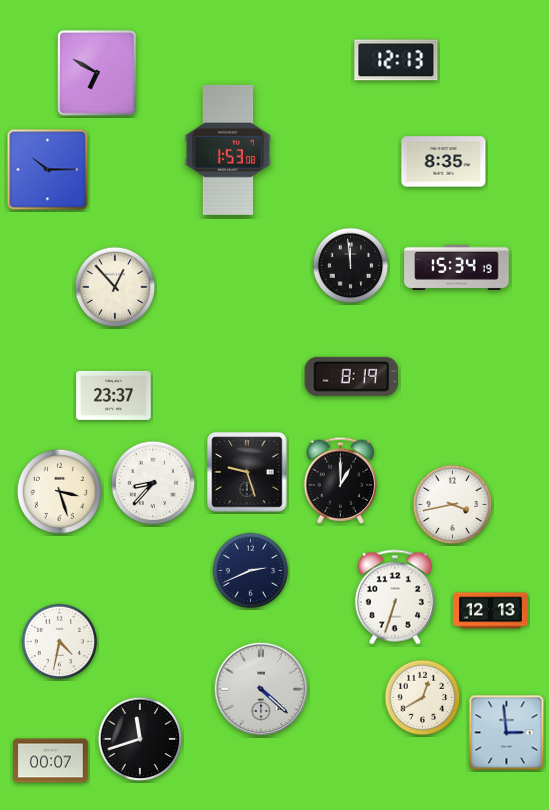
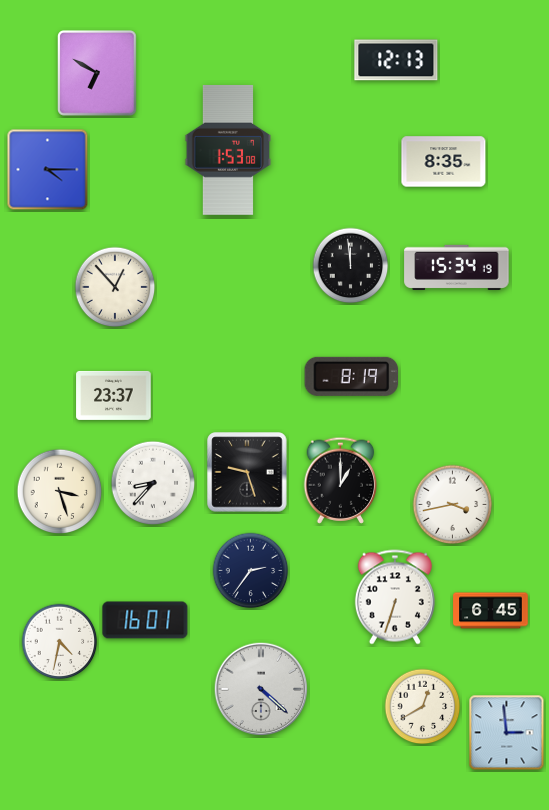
clock at (48, 170): 10:15 -> 4:15
clock at (251, 571): 2:41 -> 2:36
clock at (491, 611): 12:13 -> 6:45
clock at (145, 620): none -> 16:01
clock at (423, 698) position: (423, 698) -> (423, 707)
clock at (140, 739): 11:42 -> none
clock at (51, 761): 00:07 -> none
